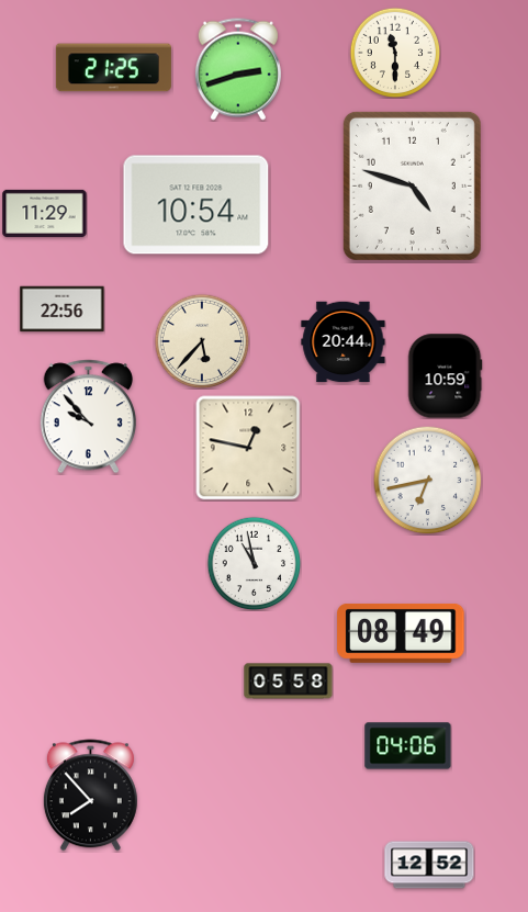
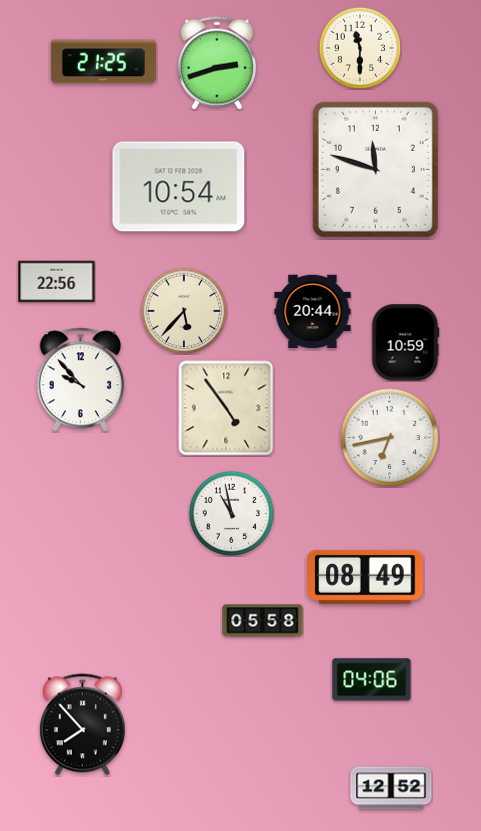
clock at (412, 185): 4:48 -> 11:48
clock at (45, 213): 11:29 -> none
clock at (248, 448): 12:47 -> 4:54
